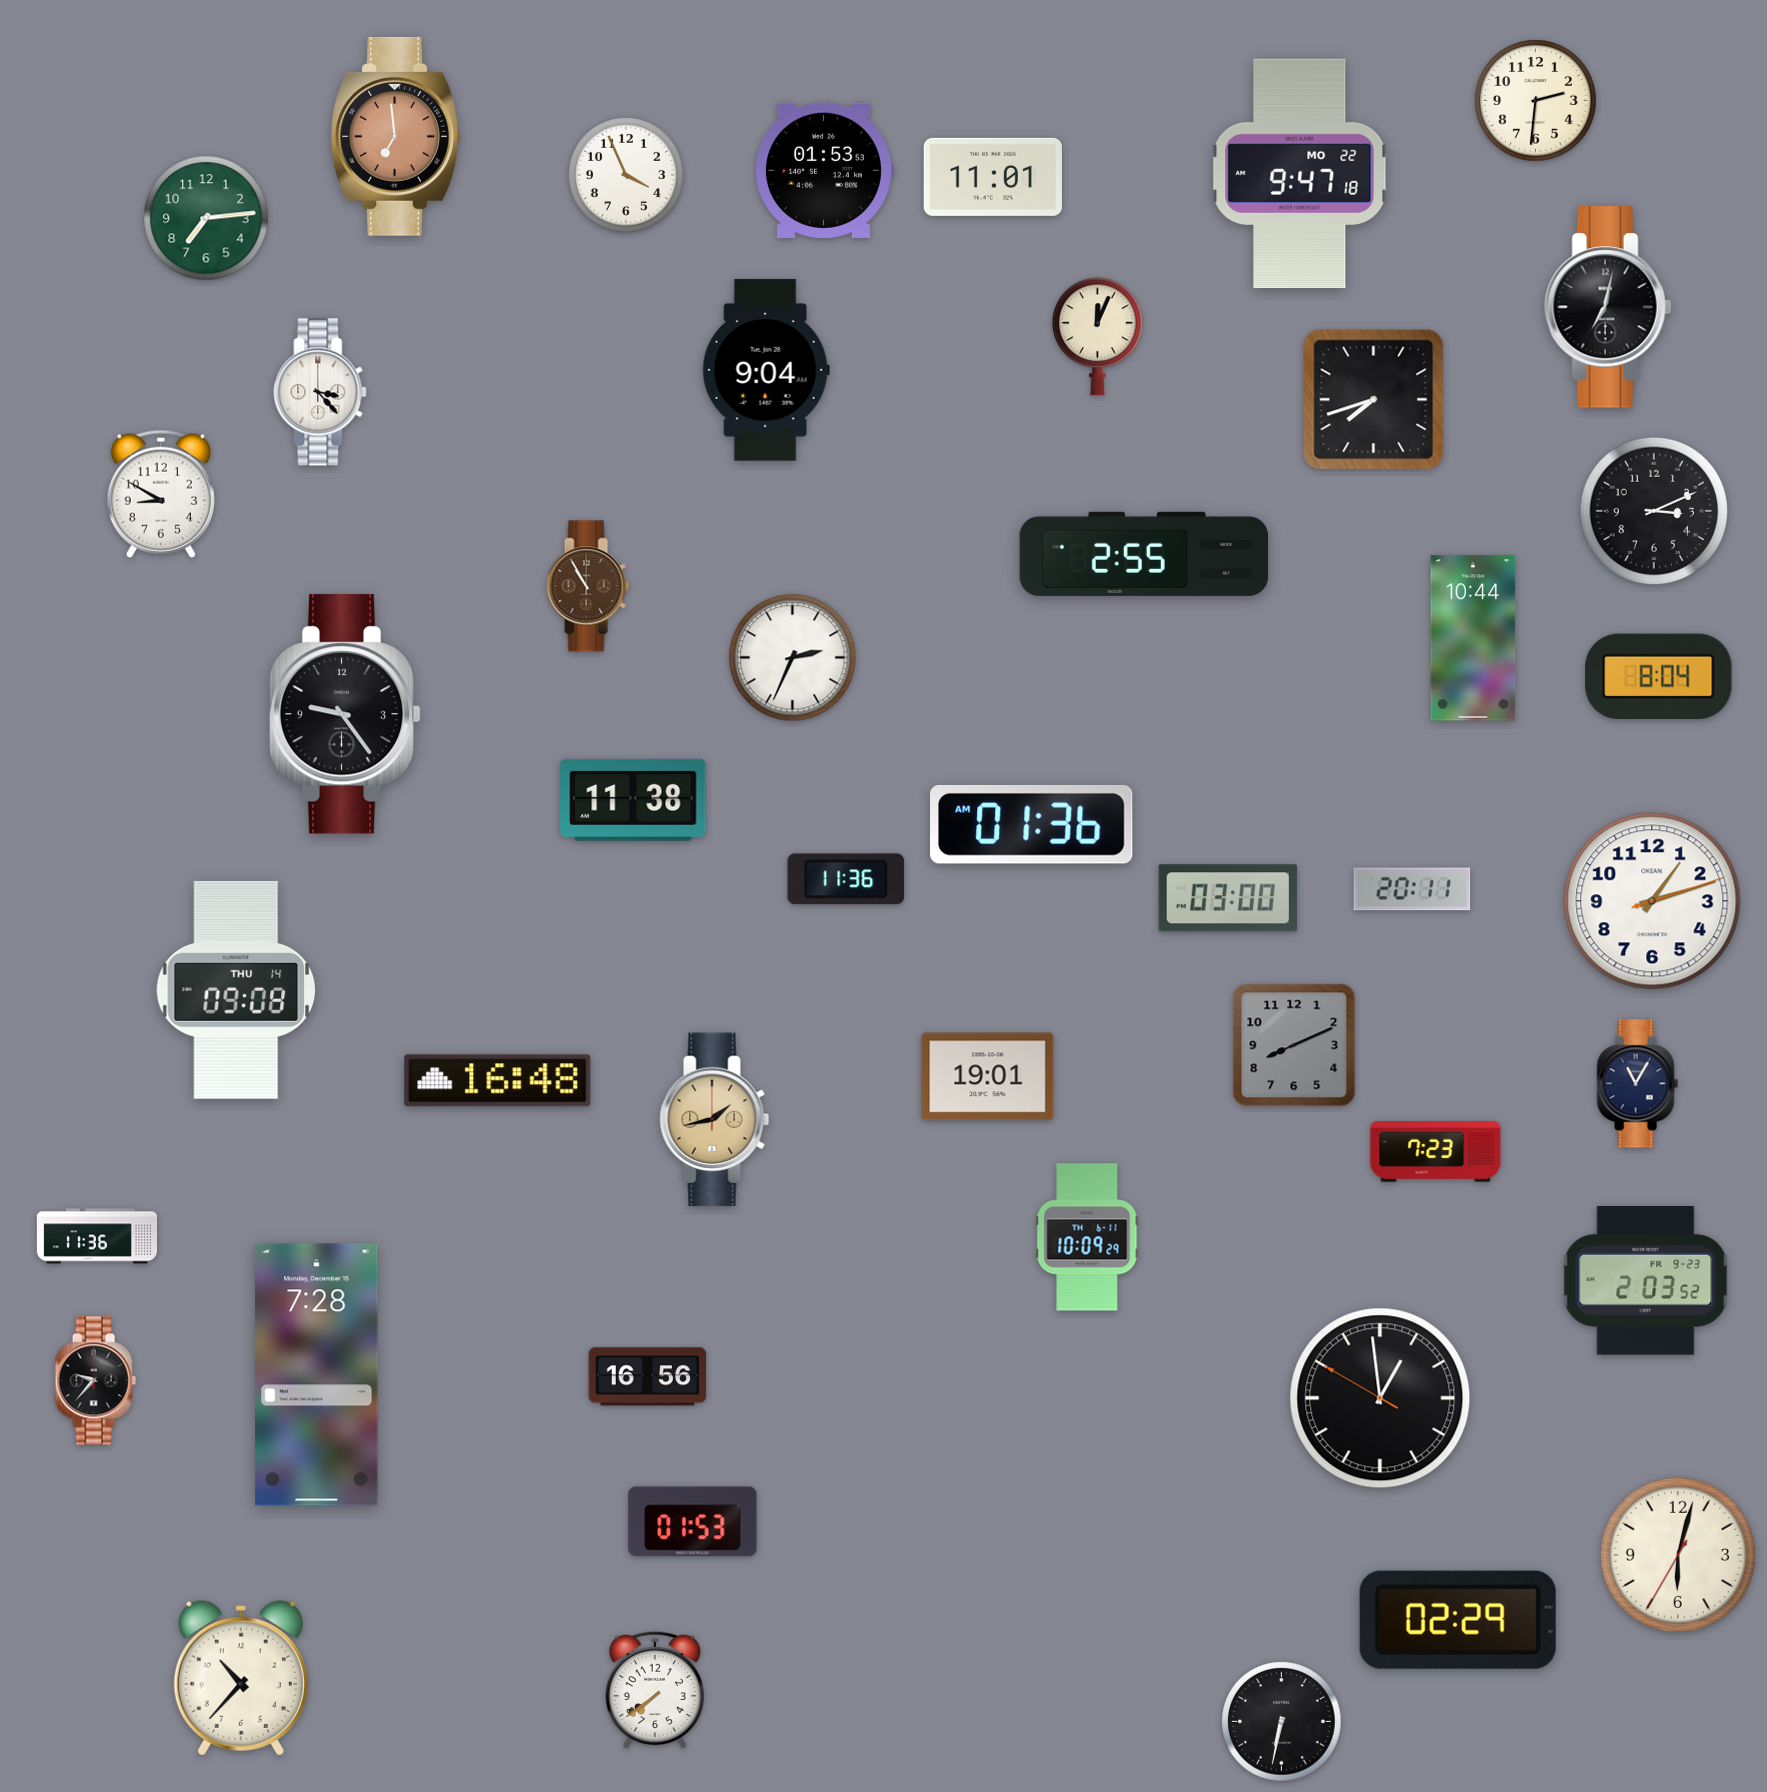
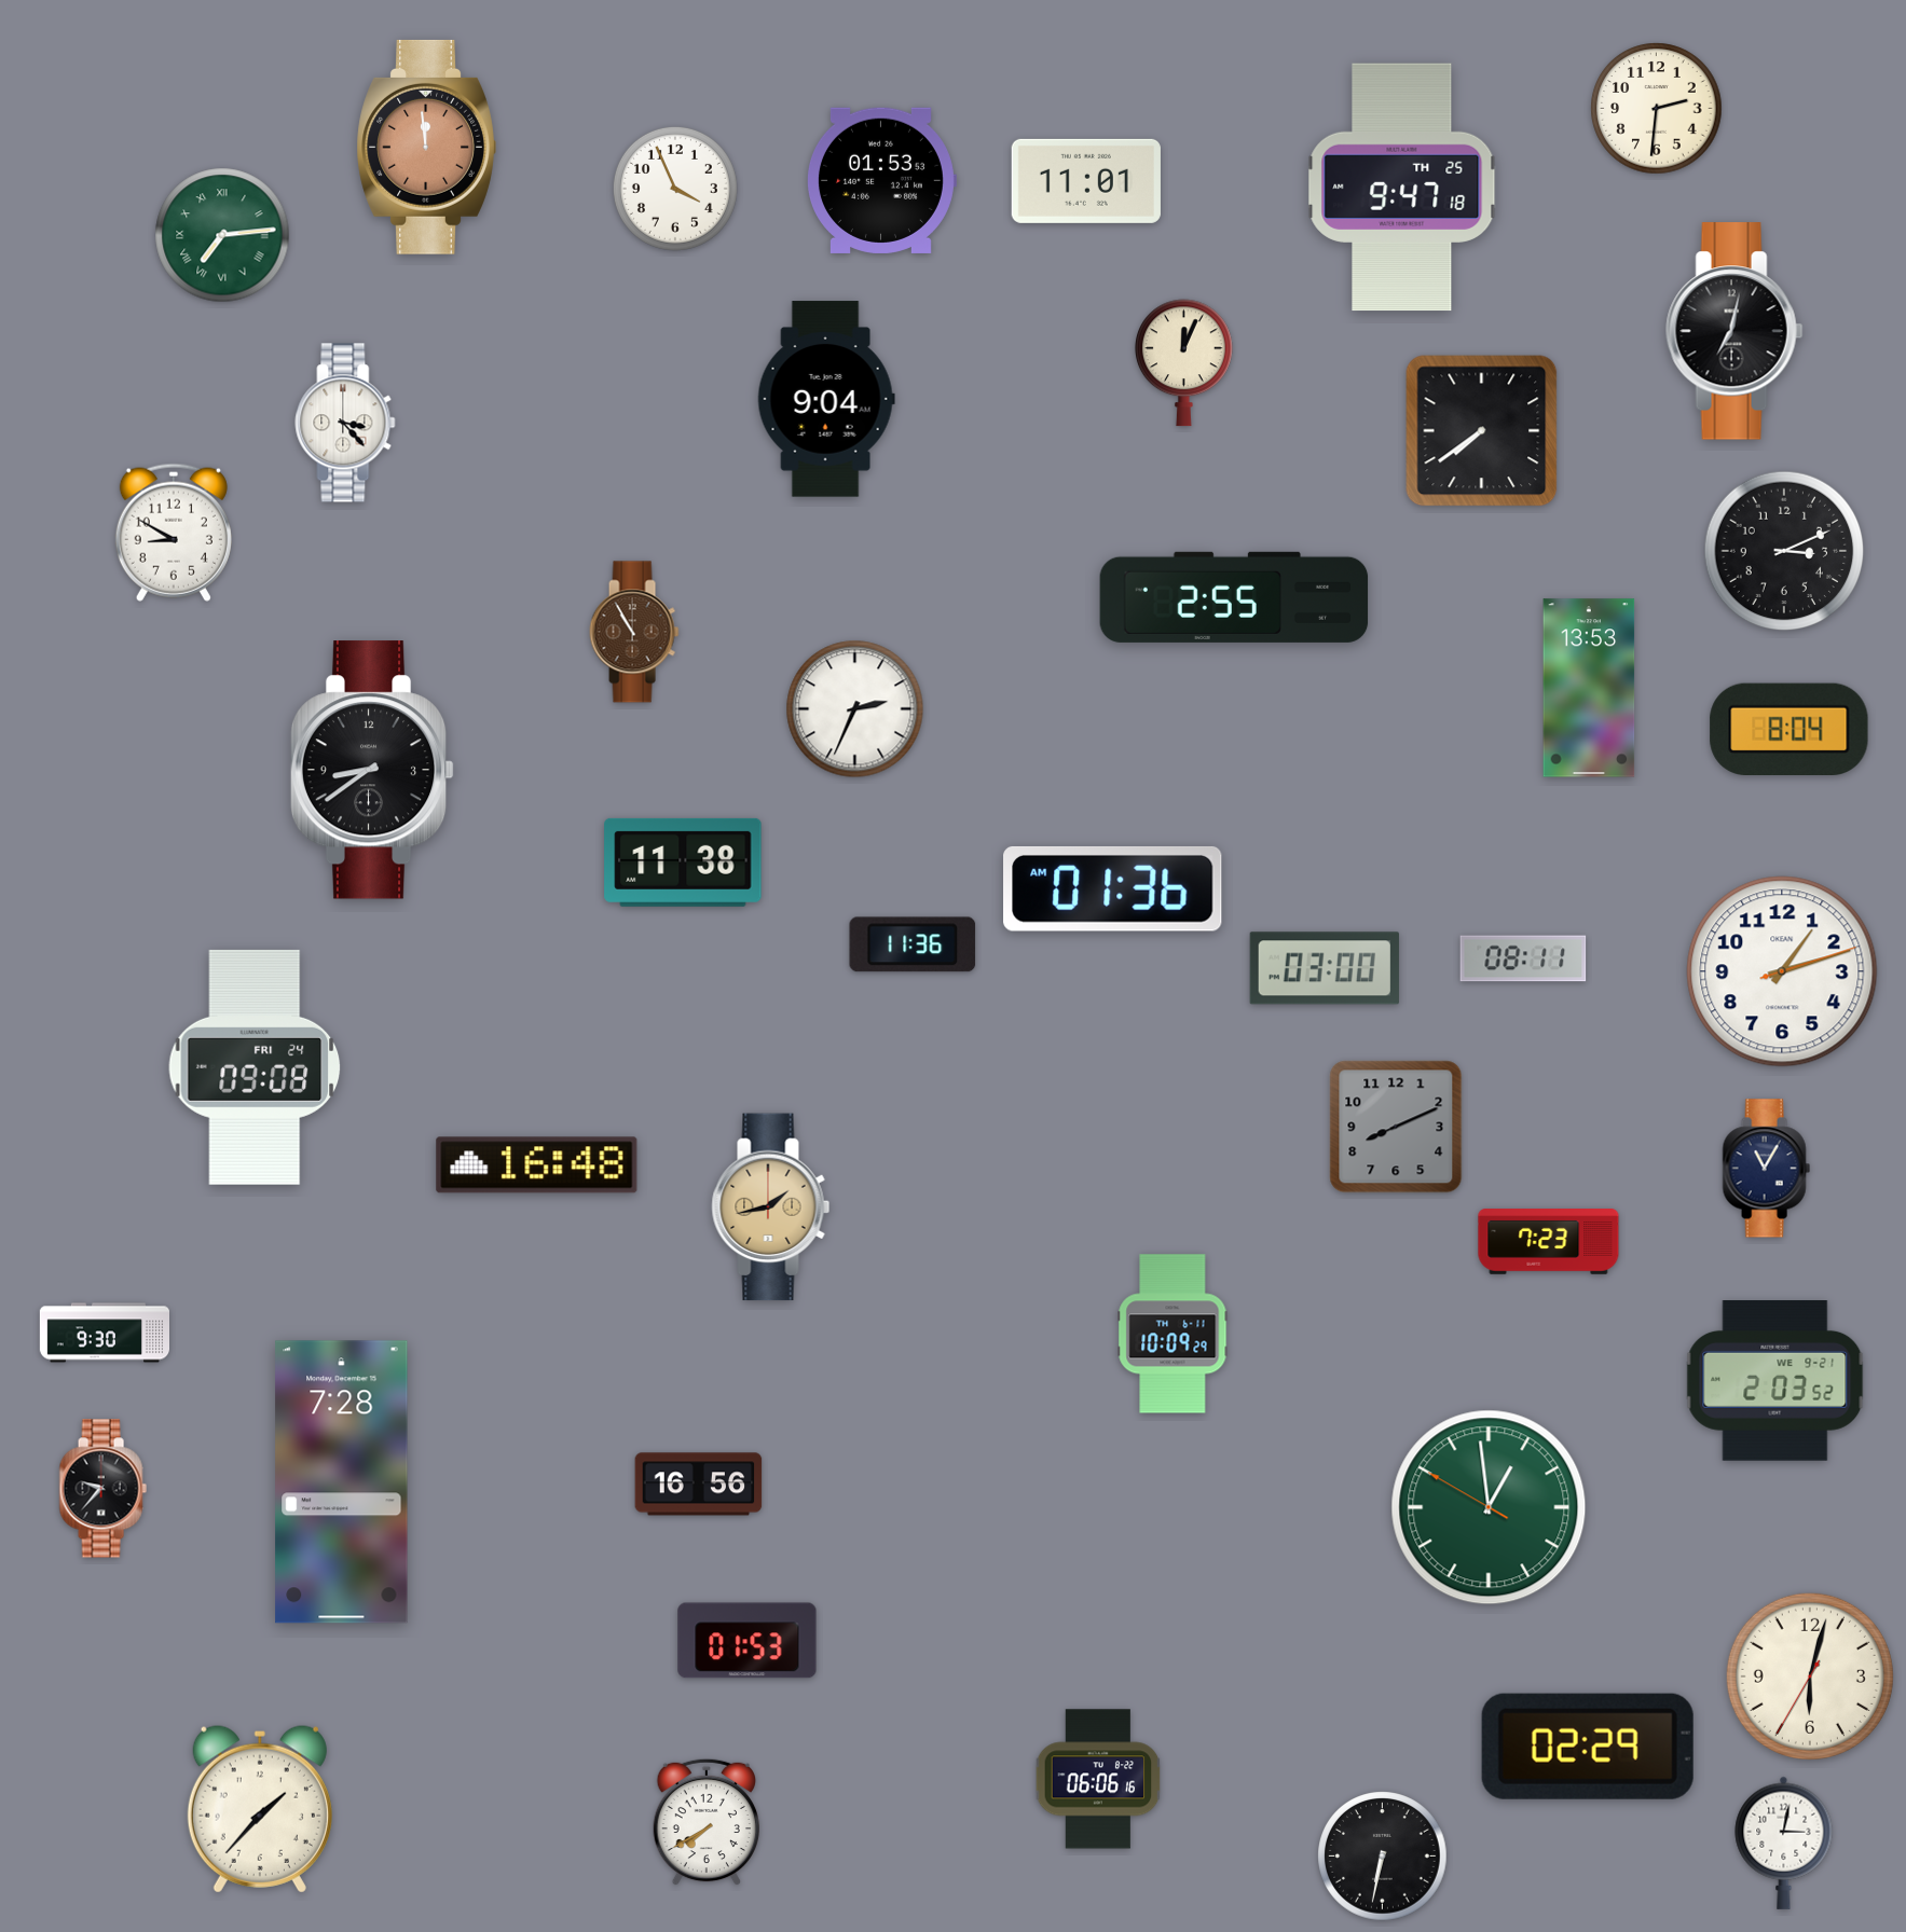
clock at (395, 136): 6:59 -> 11:59
clock at (825, 170) position: (825, 170) -> (882, 180)
clock at (1300, 174) date: MO 22 -> TH 25
clock at (993, 177) position: (993, 177) -> (1086, 181)
clock at (206, 218) numerals: Arabic -> Roman
clock at (1374, 400): 7:42 -> 7:39
clock at (1473, 638): 10:44 -> 13:53
clock at (345, 714): 9:24 -> 8:39
clock at (846, 879) position: (846, 879) -> (913, 944)
clock at (1412, 889): 20:11 -> 08:11
clock at (236, 990) date: THU 14 -> FRI 24
clock at (988, 1077): 19:01 -> none
clock at (96, 1236): 11:36 -> 9:30
clock at (1646, 1281) date: FR 9-23 -> WE 9-21
clock at (1380, 1398) dial: black -> green
clock at (1458, 1620) position: (1458, 1620) -> (1588, 1747)
clock at (1098, 1779): none -> 06:06
clock at (241, 1678): 10:37 -> 1:37
clock at (654, 1690): 7:39 -> 7:40
clock at (1784, 1843): none -> 3:02
